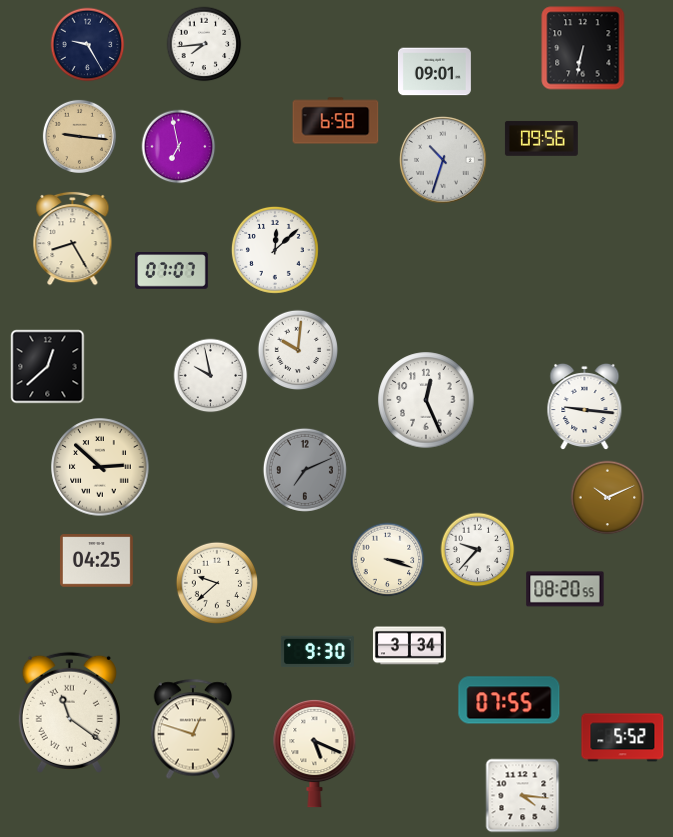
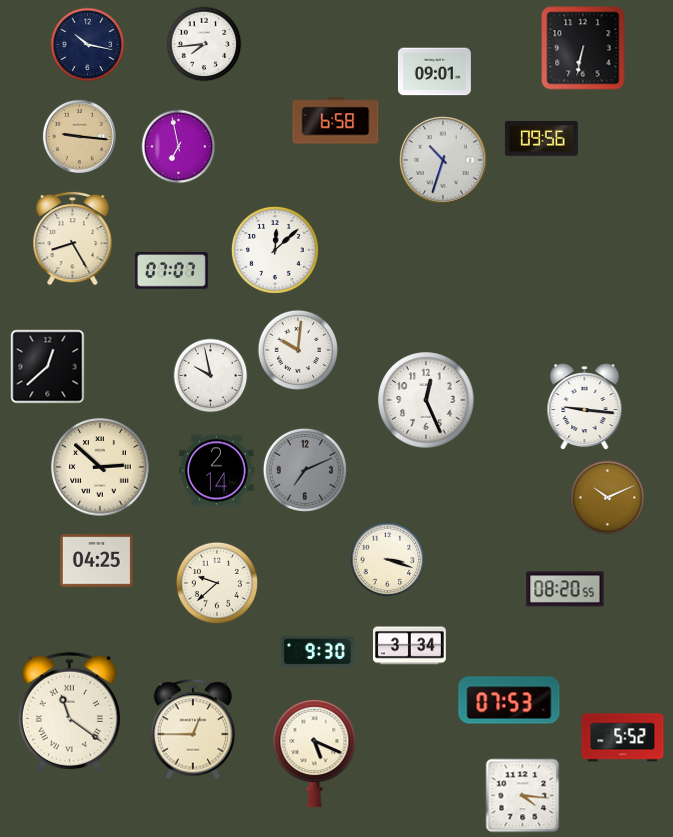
clock at (88, 45): 9:25 -> 10:17
clock at (217, 471): none -> 2:14
clock at (478, 550): 9:37 -> none
clock at (509, 700): 07:55 -> 07:53
clock at (193, 729): 12:48 -> 12:45
